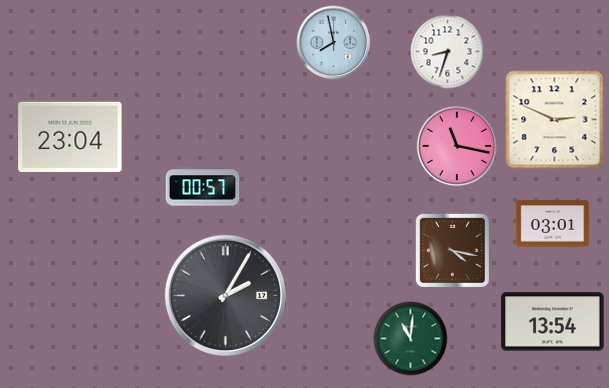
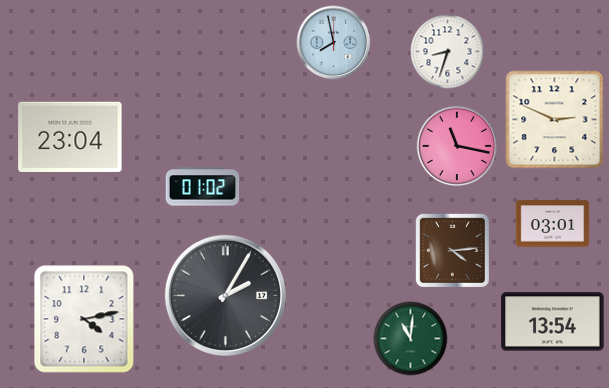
clock at (203, 187): 00:57 -> 01:02
clock at (452, 250): 4:17 -> 4:14
clock at (84, 319): none -> 4:13
